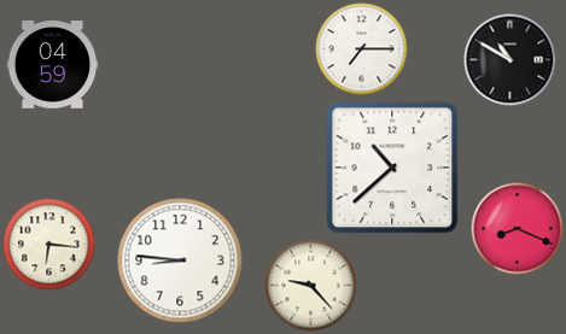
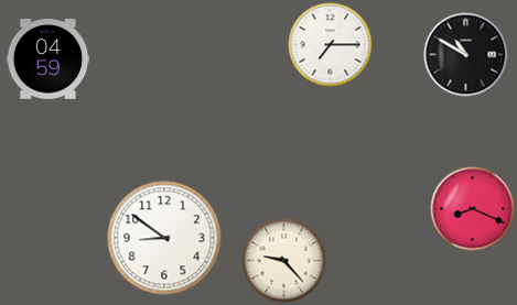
clock at (392, 168): 10:38 -> none
clock at (49, 245): 6:16 -> none
clock at (180, 260): 8:46 -> 8:51
